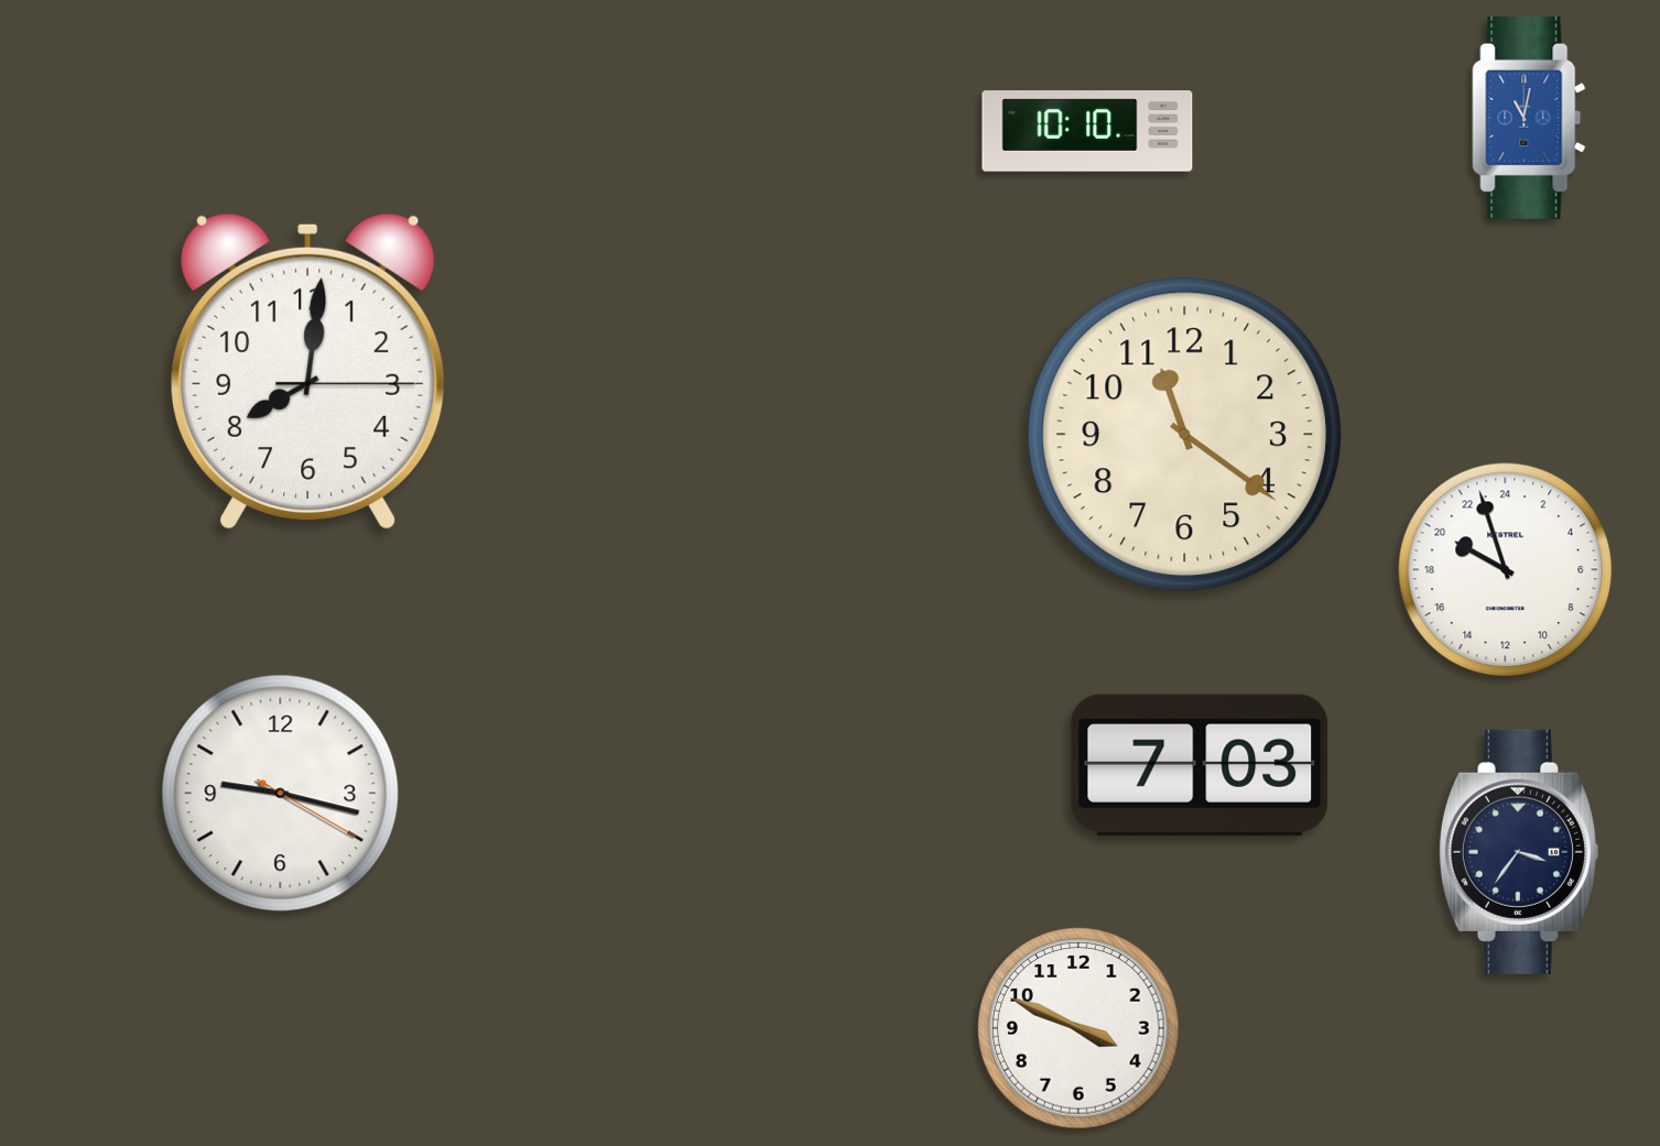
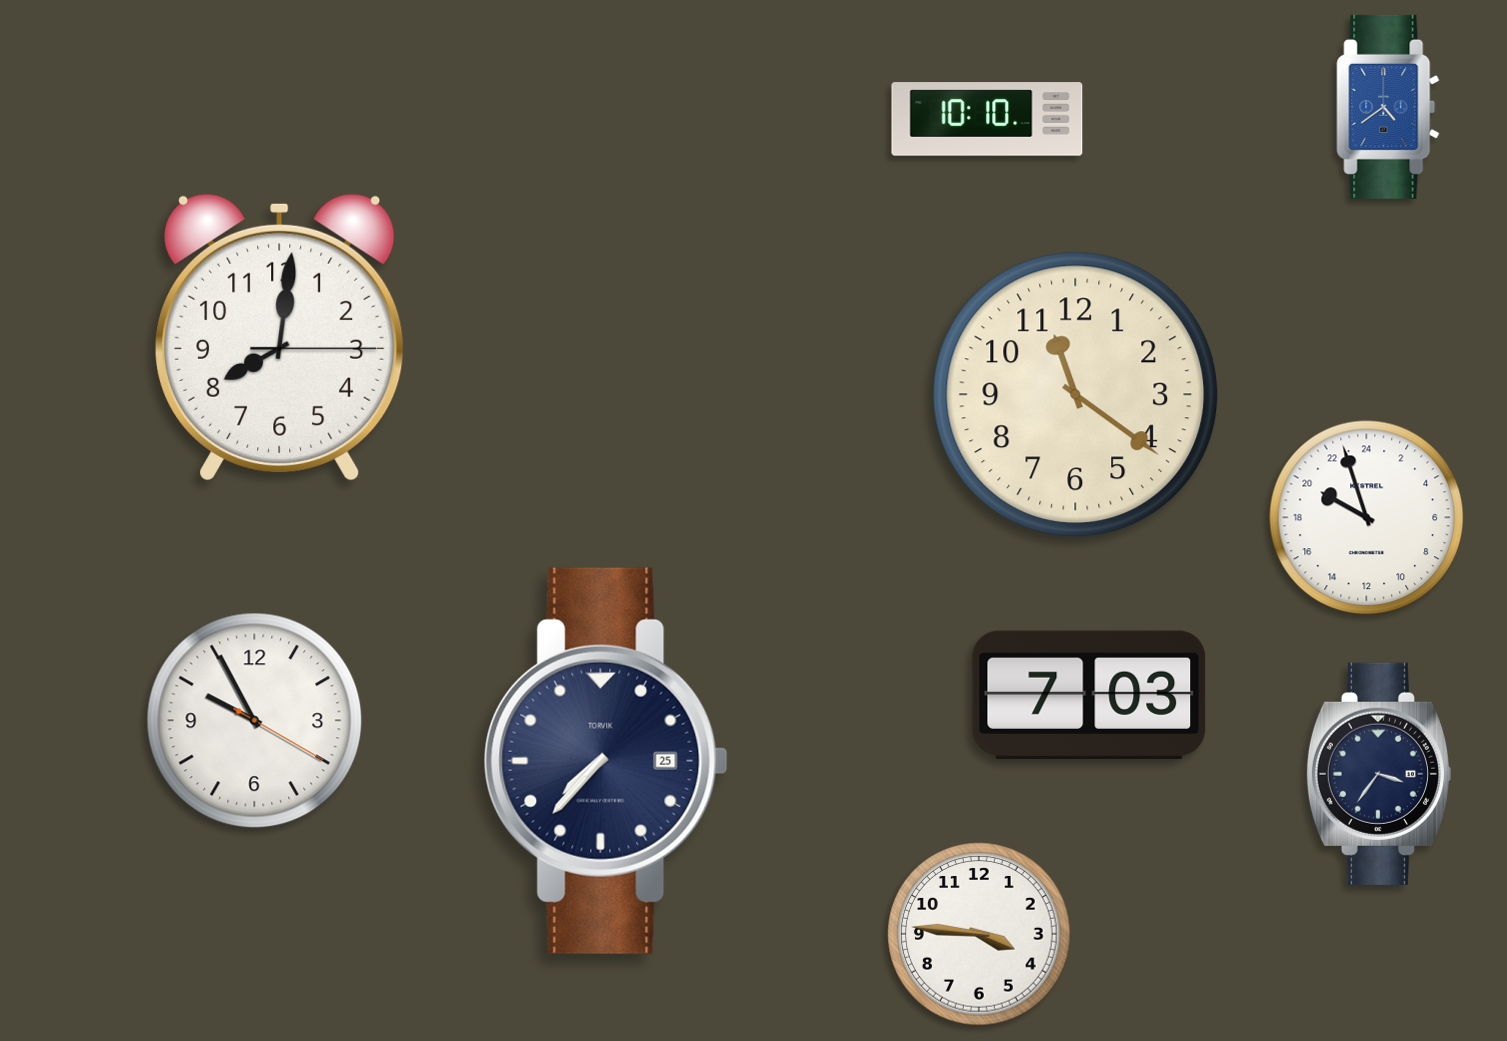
clock at (1529, 118): 11:02 -> 4:39
clock at (281, 794): 9:17 -> 9:55
clock at (606, 761): none -> 7:37
clock at (1078, 1028): 3:49 -> 3:46
